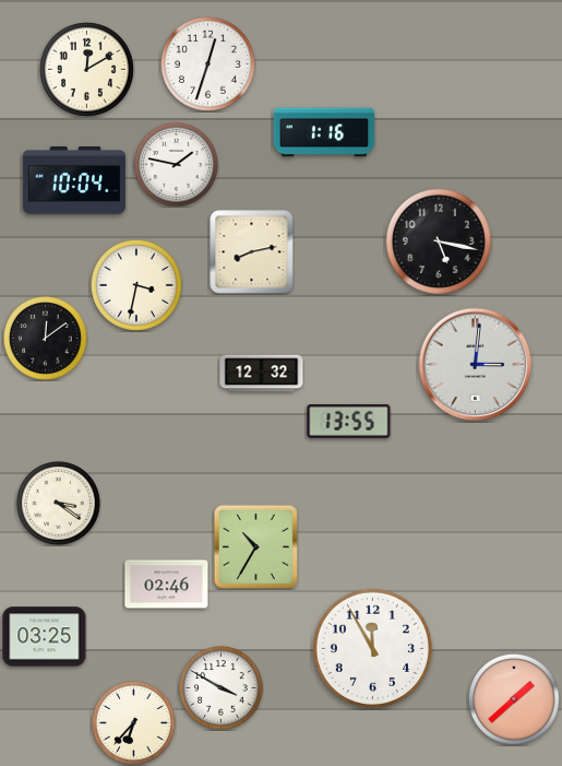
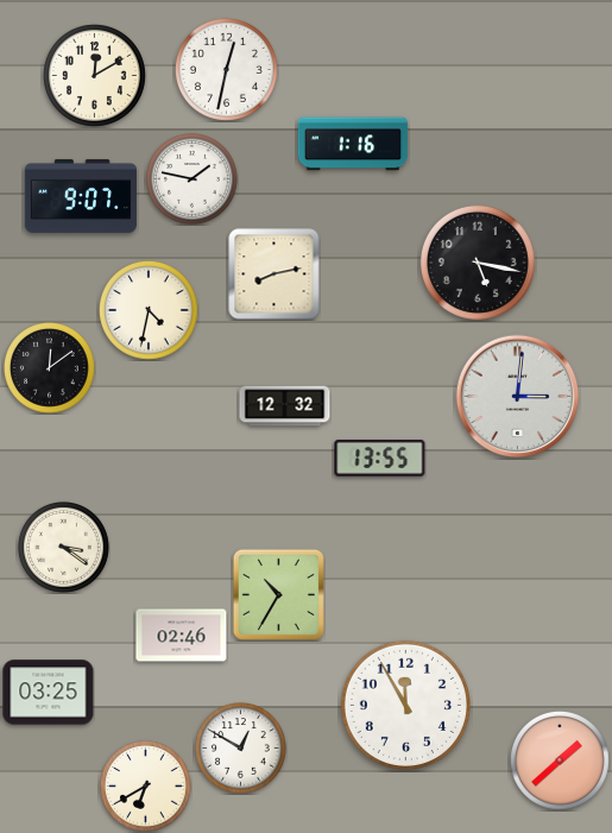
clock at (207, 63): 12:33 -> 12:32
clock at (74, 180): 10:04 -> 9:07
clock at (136, 285): 3:32 -> 4:32
clock at (222, 688): 3:50 -> 12:50
clock at (134, 723): 6:37 -> 6:40
